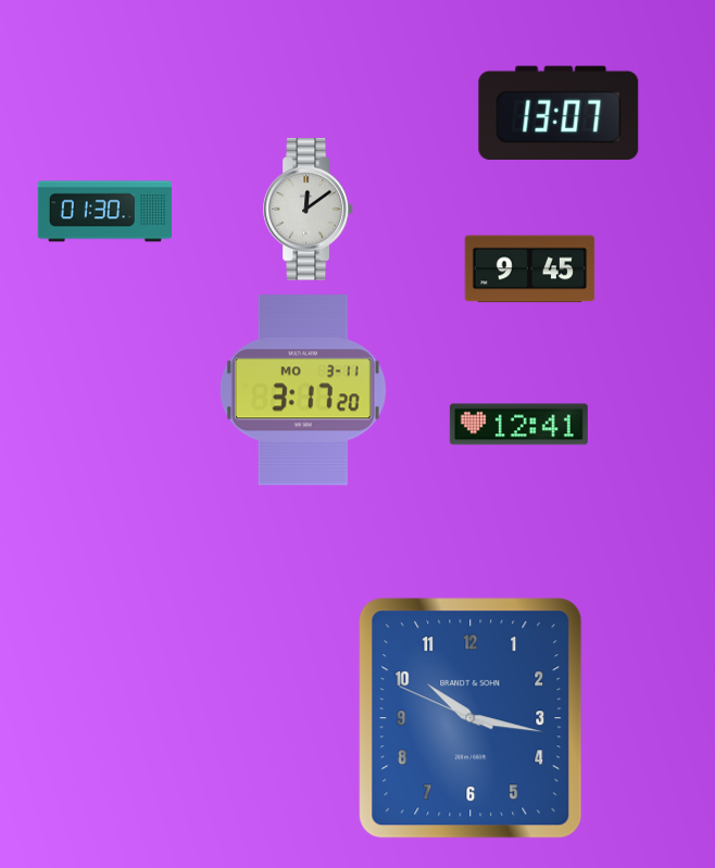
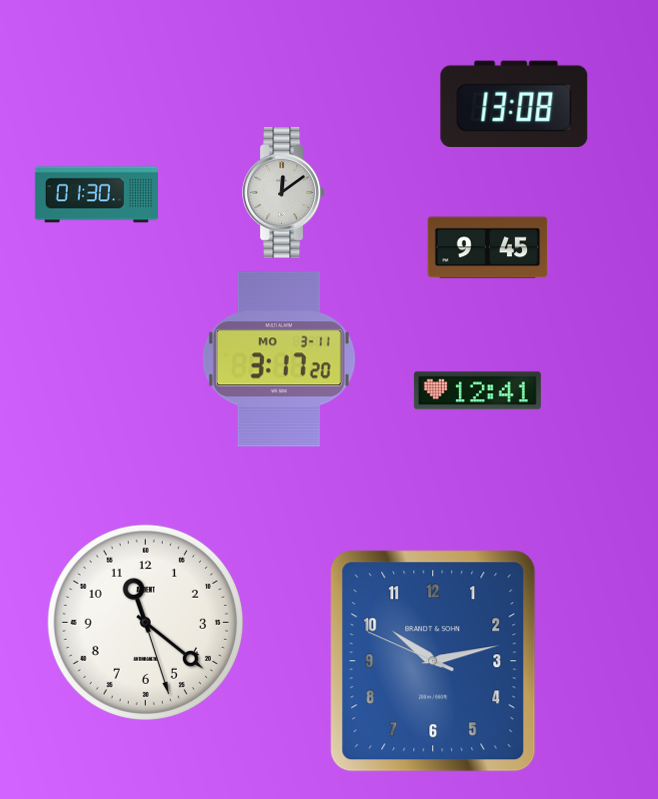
clock at (559, 112): 13:07 -> 13:08
clock at (145, 622): none -> 11:21
clock at (471, 718): 10:16 -> 10:12
